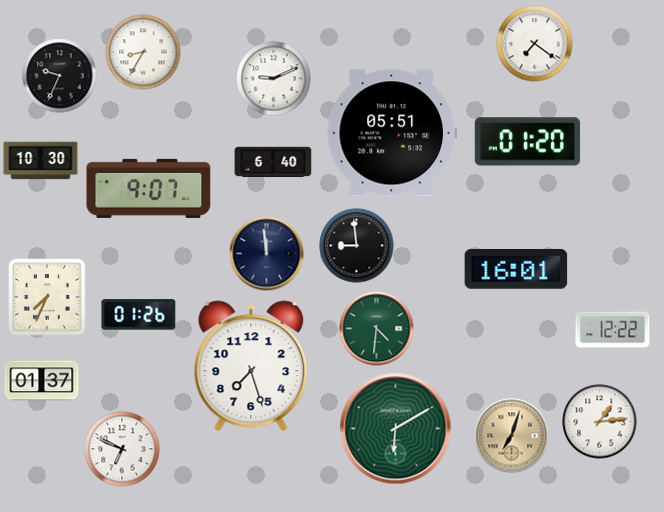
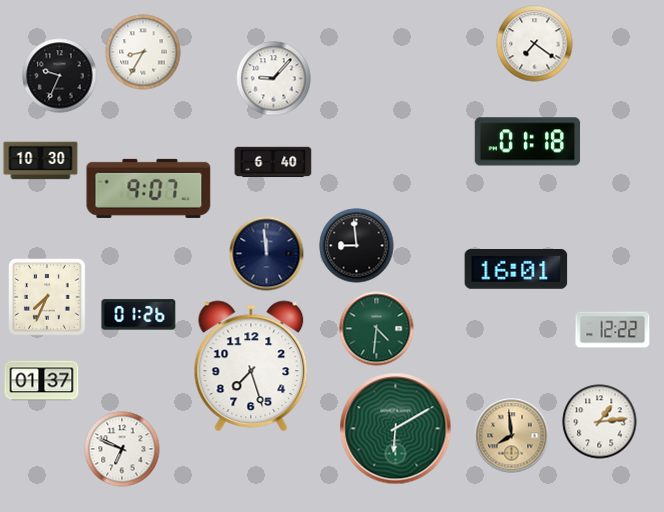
clock at (274, 79): 9:11 -> 9:07
clock at (392, 133): 05:51 -> none
clock at (528, 142): 01:20 -> 01:18
clock at (512, 436): 7:03 -> 7:59
